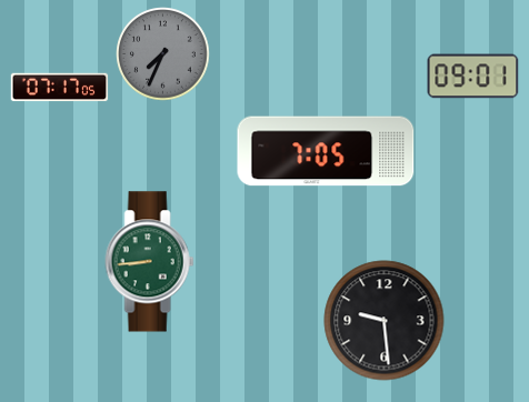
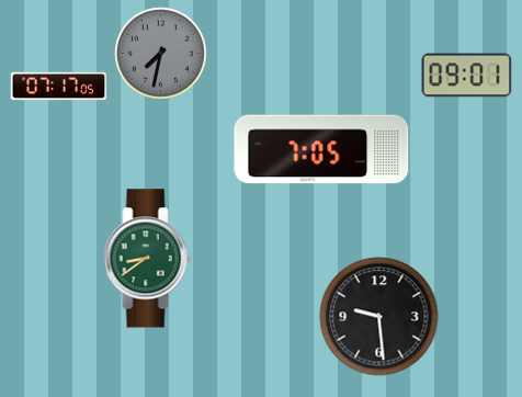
clock at (163, 54): 7:34 -> 7:32
clock at (150, 262): 8:44 -> 8:39
